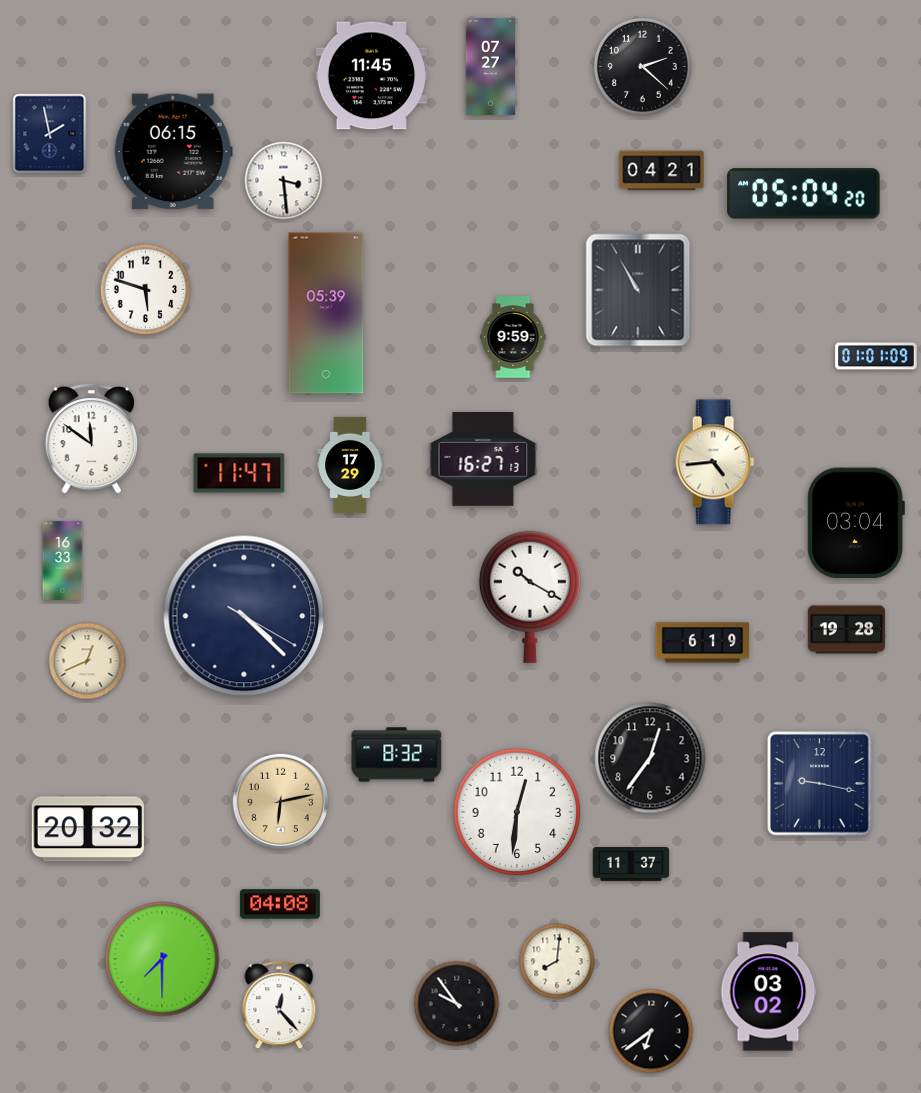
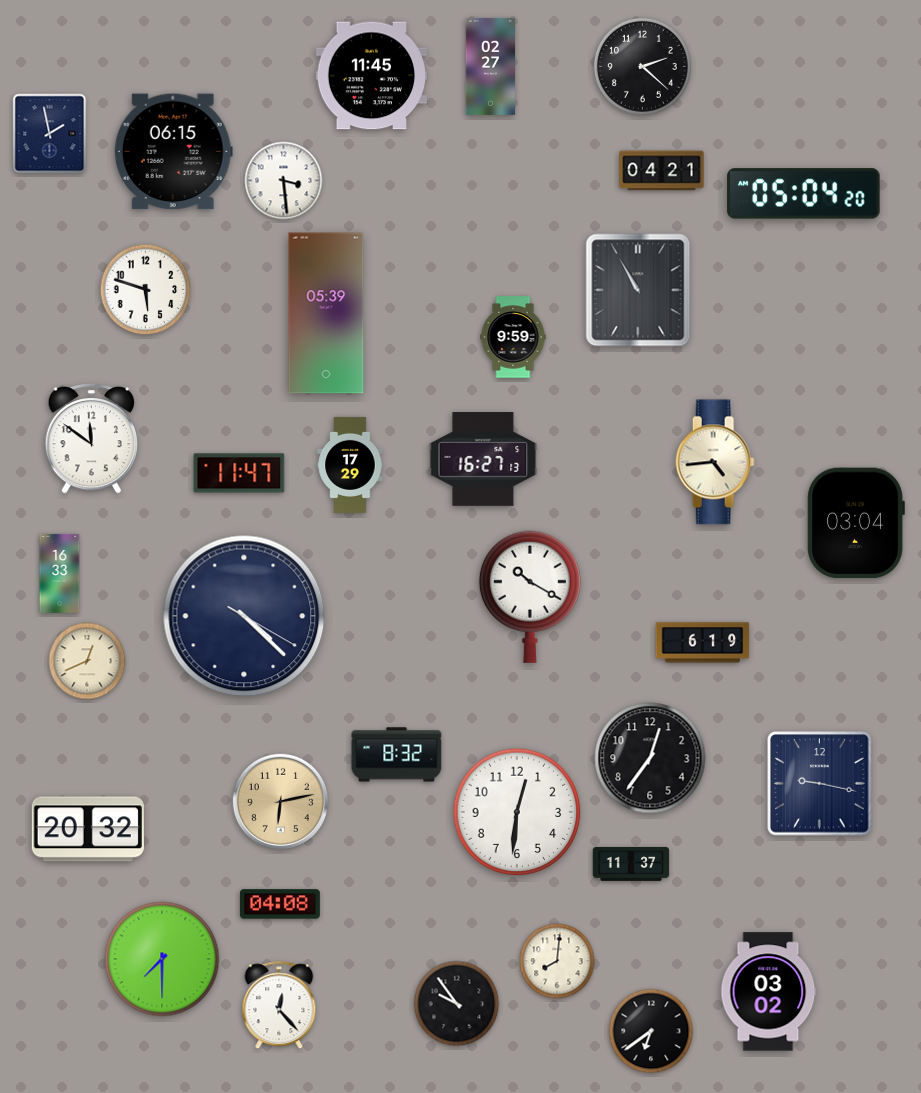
clock at (491, 66): 07:27 -> 02:27
clock at (876, 356): 01:01 -> none
clock at (63, 560) position: (63, 560) -> (60, 573)
clock at (846, 630): 19:28 -> none
